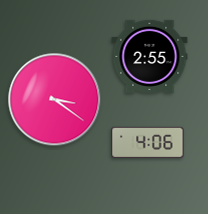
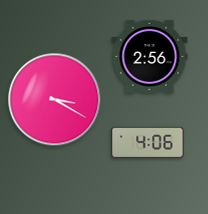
clock at (150, 56): 2:55 -> 2:56
clock at (55, 100): 3:21 -> 3:20
